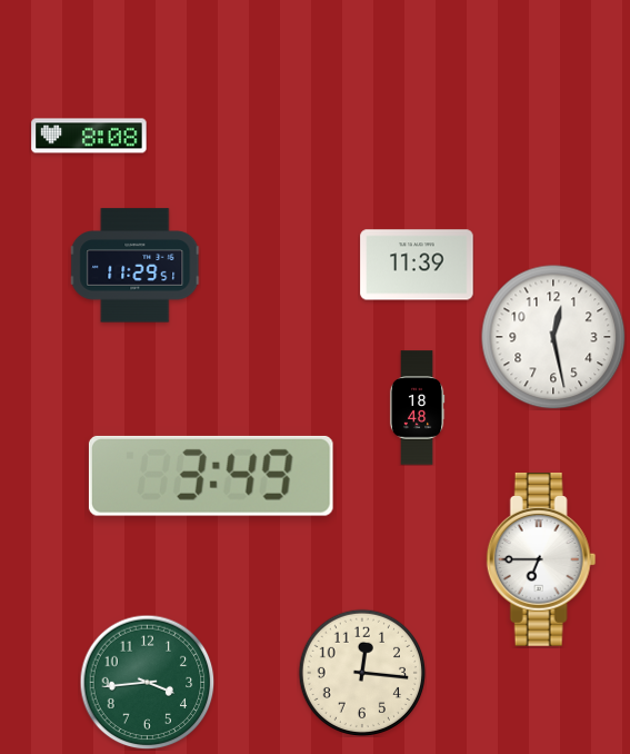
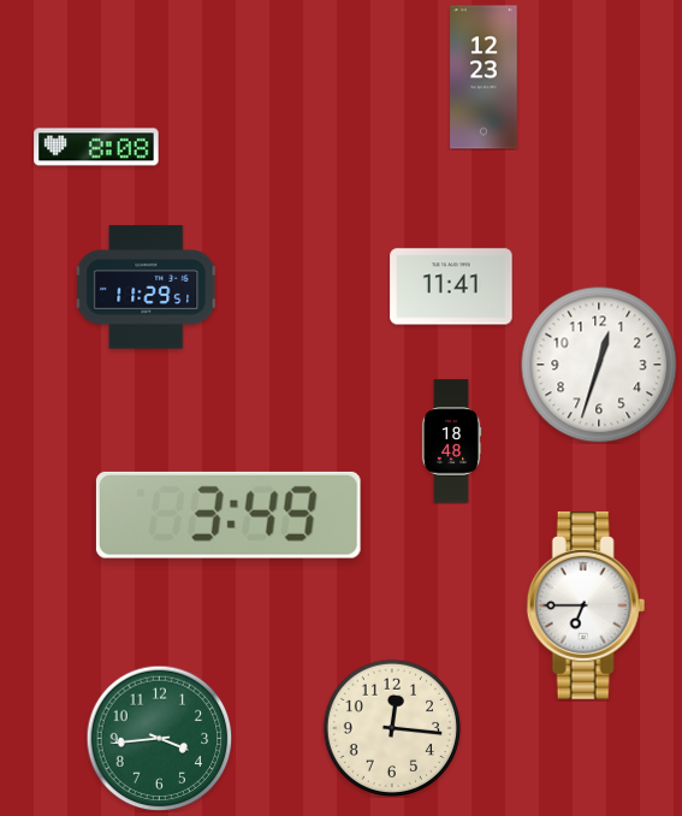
clock at (484, 77): none -> 12:23
clock at (417, 265): 11:39 -> 11:41
clock at (553, 337): 12:28 -> 12:33
